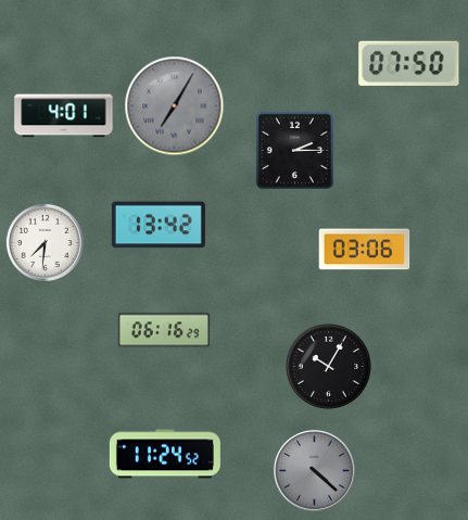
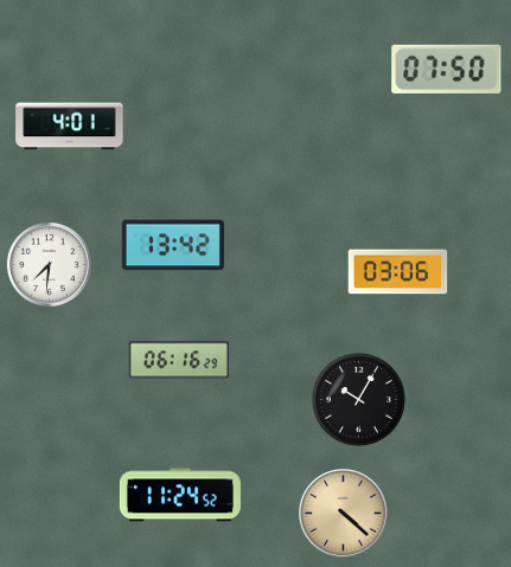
clock at (175, 106): 7:05 -> none
clock at (294, 150): 2:15 -> none
clock at (315, 471) dial: grey -> champagne
